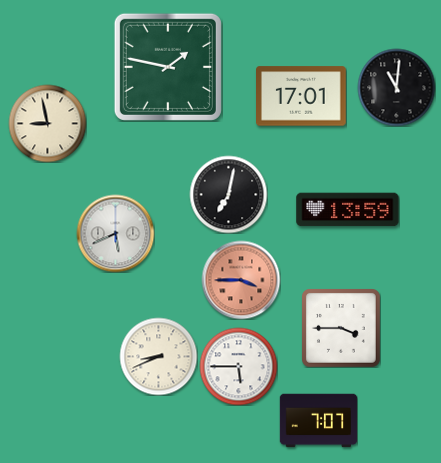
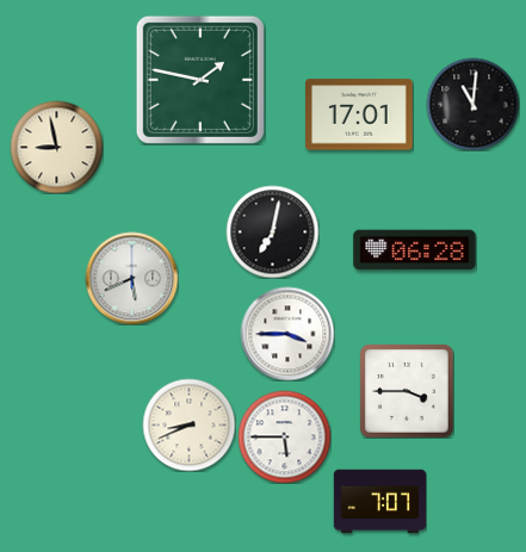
clock at (348, 210): 13:59 -> 06:28
clock at (115, 233) position: (115, 233) -> (131, 278)
clock at (241, 280) dial: salmon -> white
